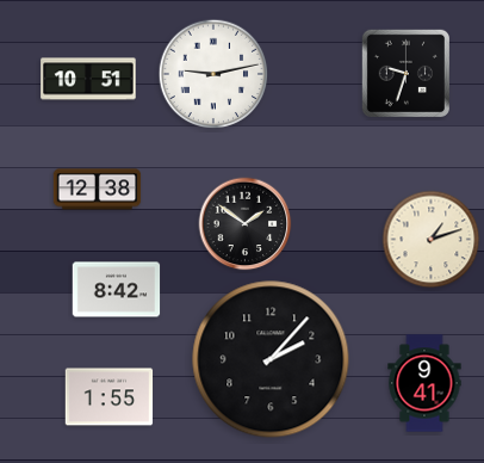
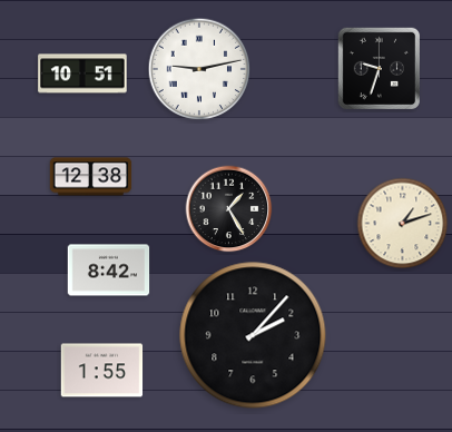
clock at (246, 224): 1:51 -> 1:25
clock at (424, 383): 9:41 -> none
